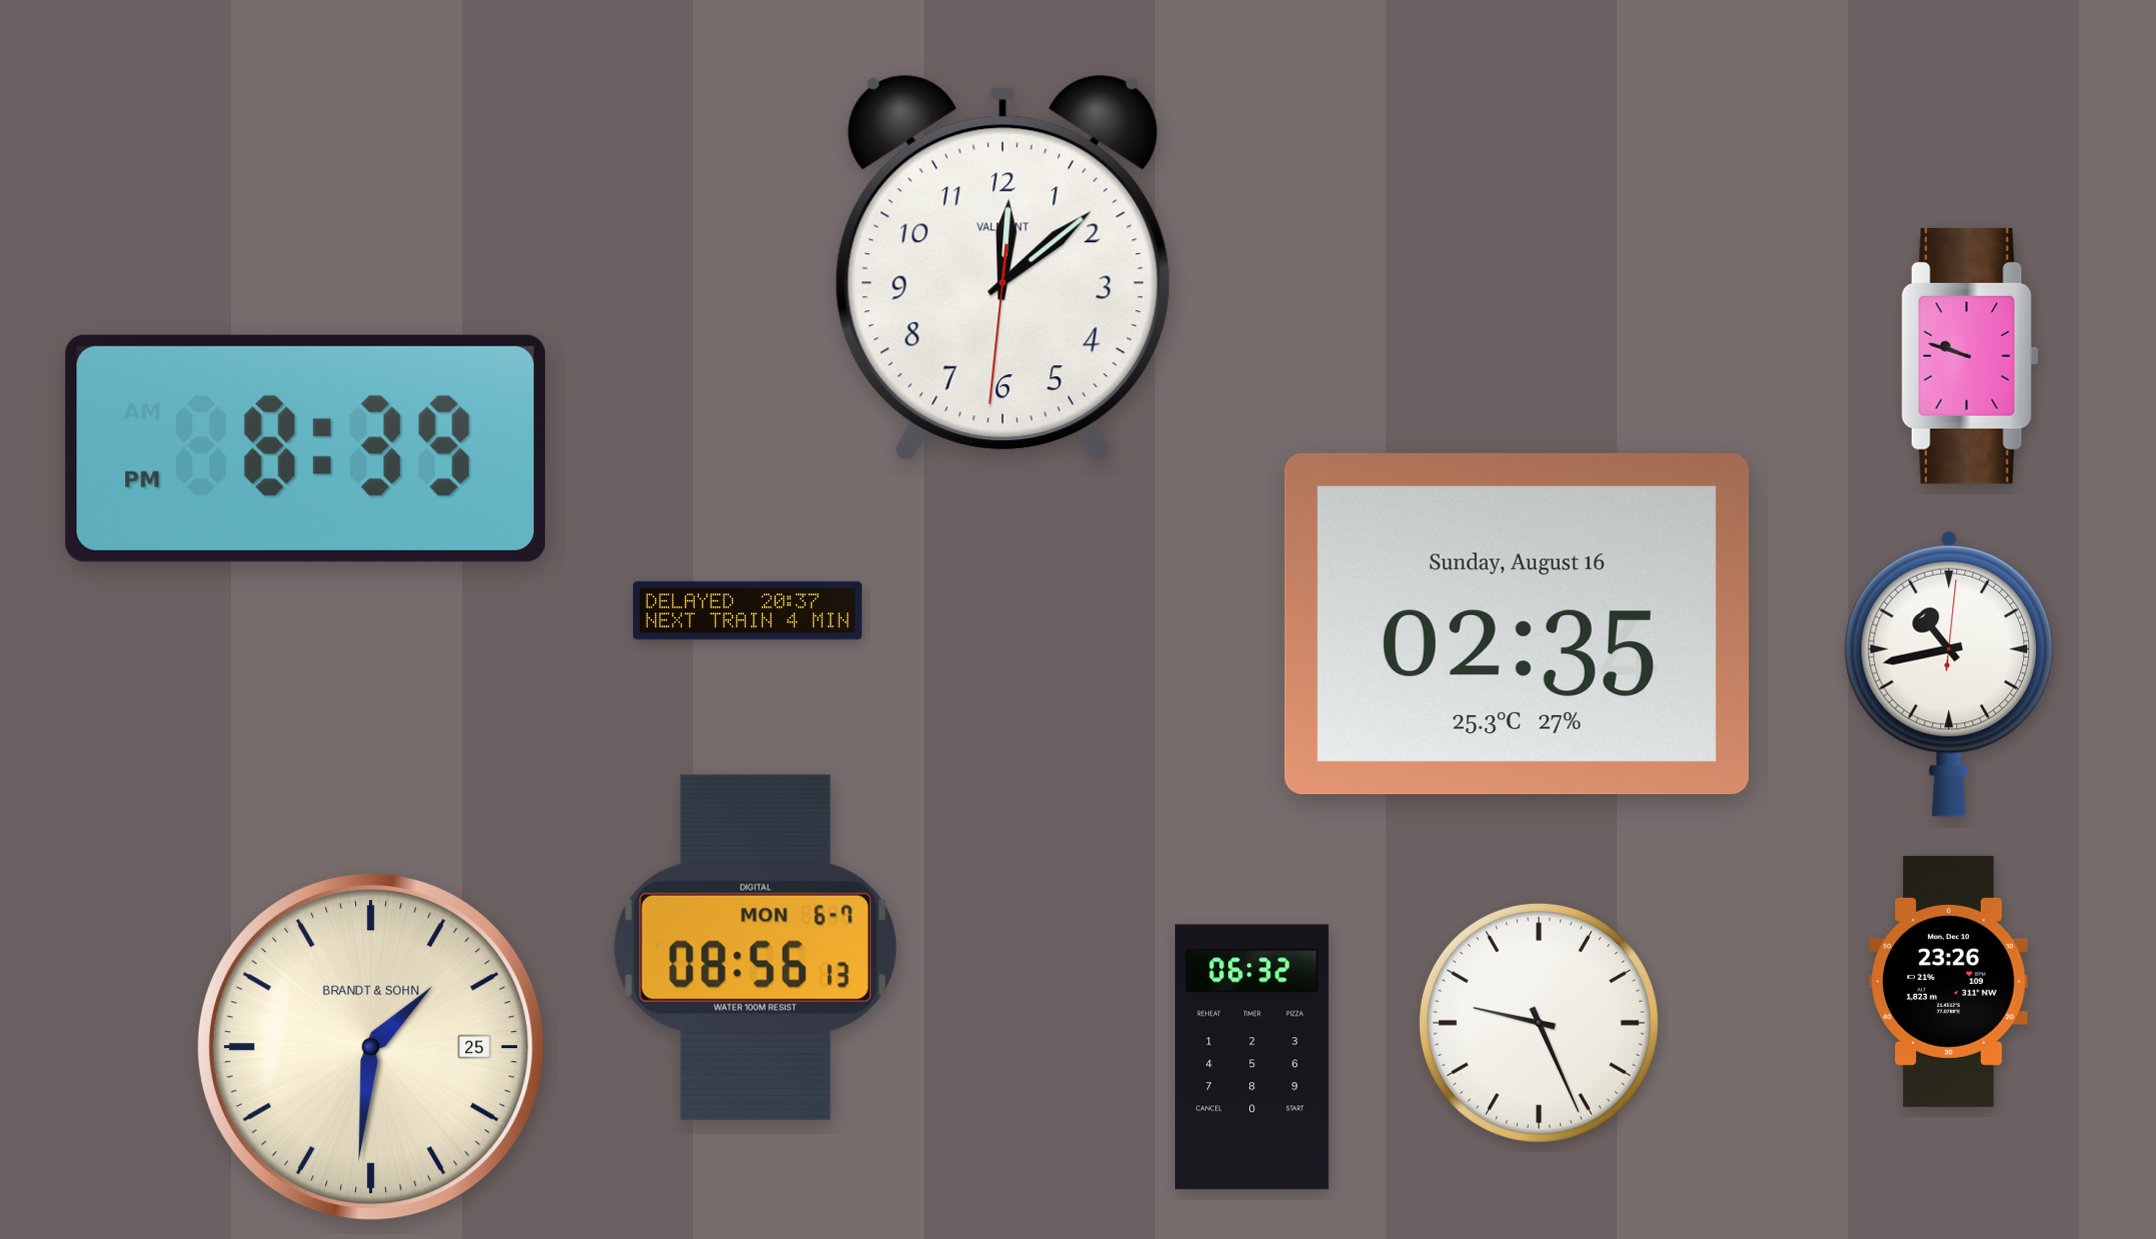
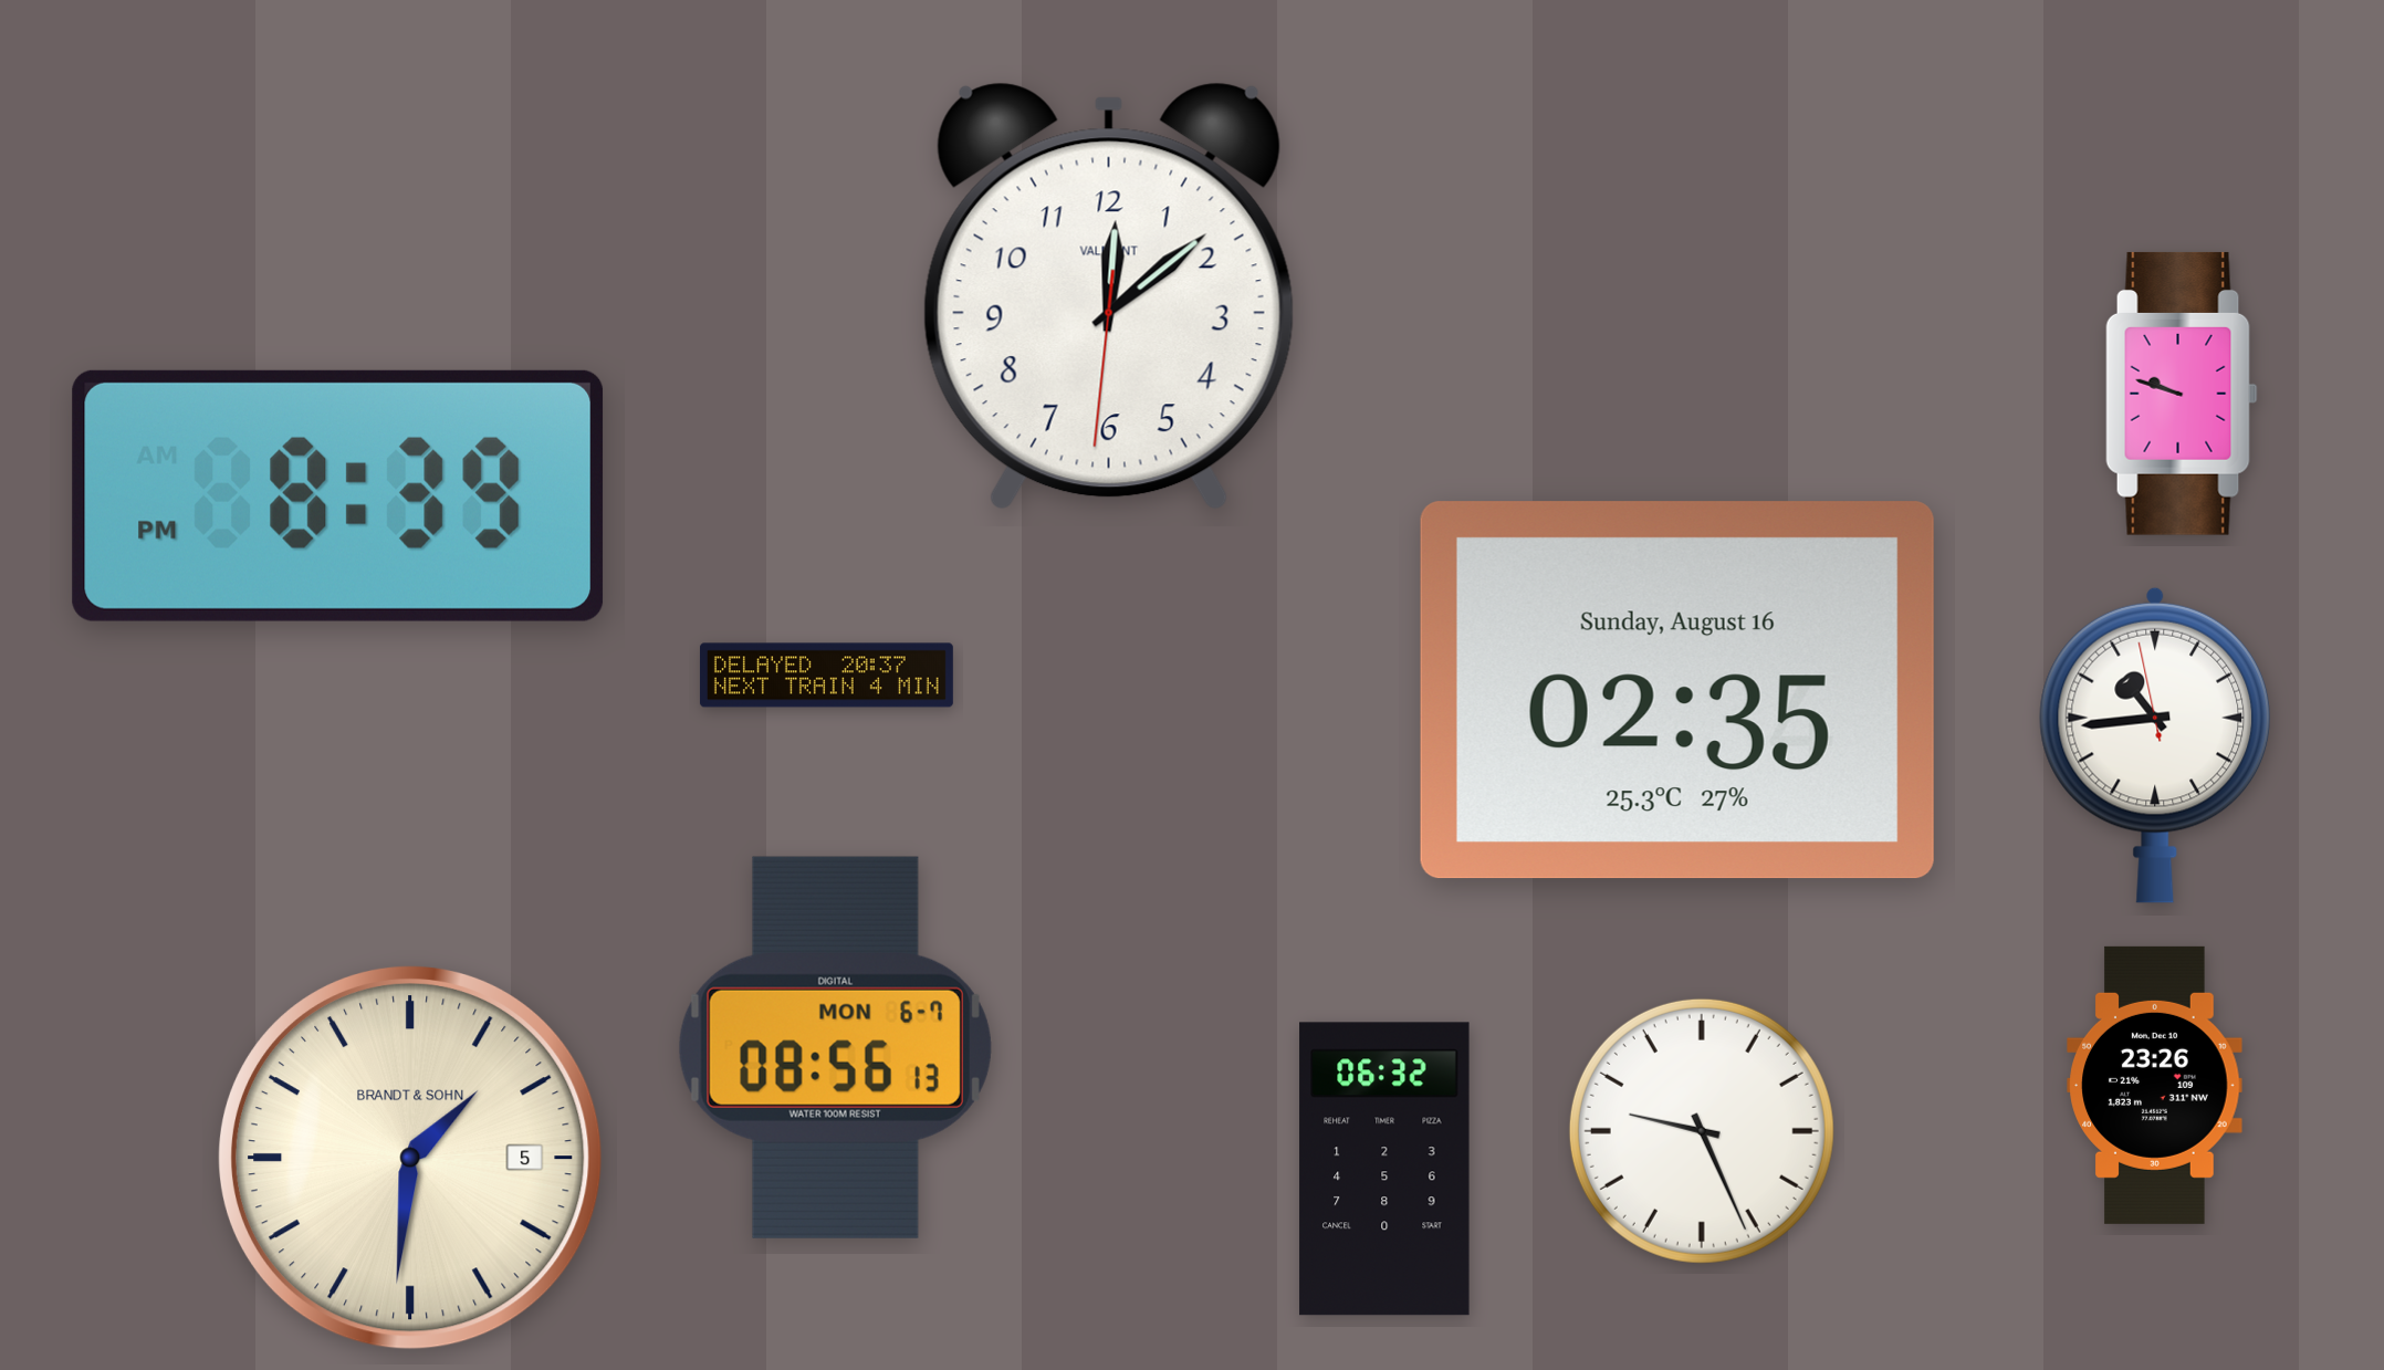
clock at (1970, 356) position: (1970, 356) -> (2182, 394)
clock at (1949, 674): 10:43:01 -> 10:43:58
clock at (371, 1047) date: 25 -> 5
